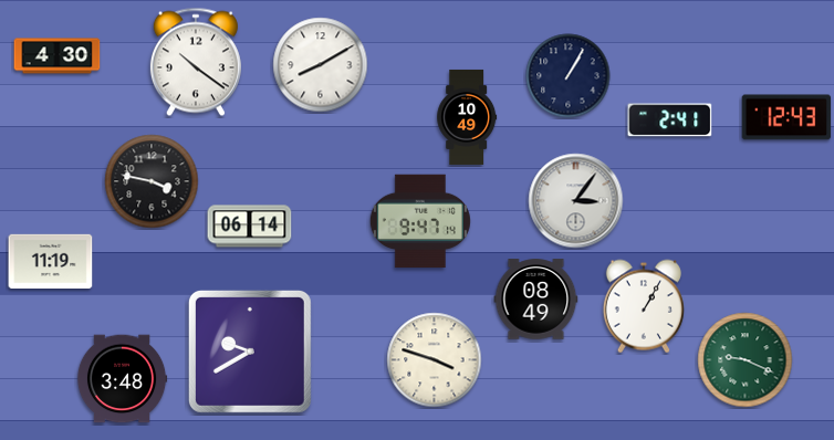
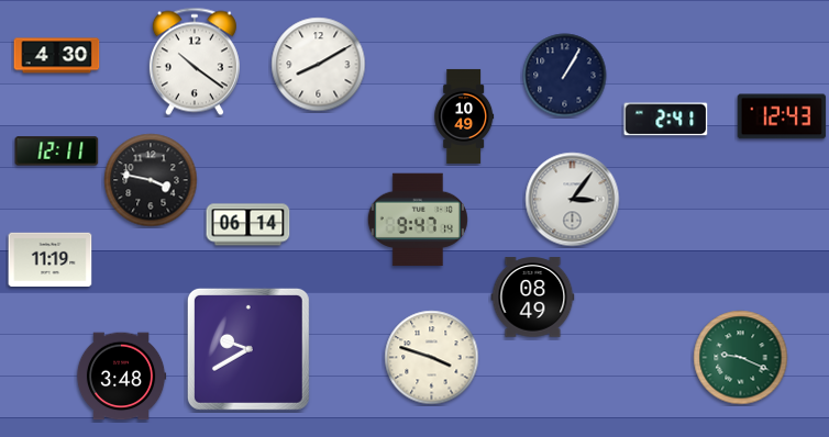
clock at (57, 152): none -> 12:11
clock at (644, 306): 1:05 -> none
